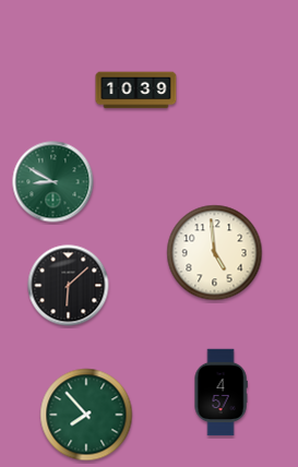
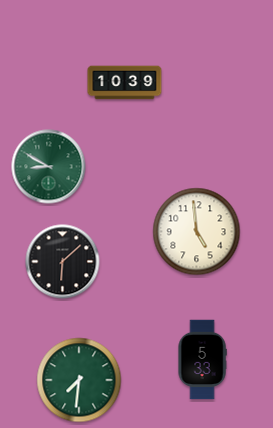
clock at (220, 393): 4:57 -> 5:33
clock at (86, 415): 7:53 -> 7:31
